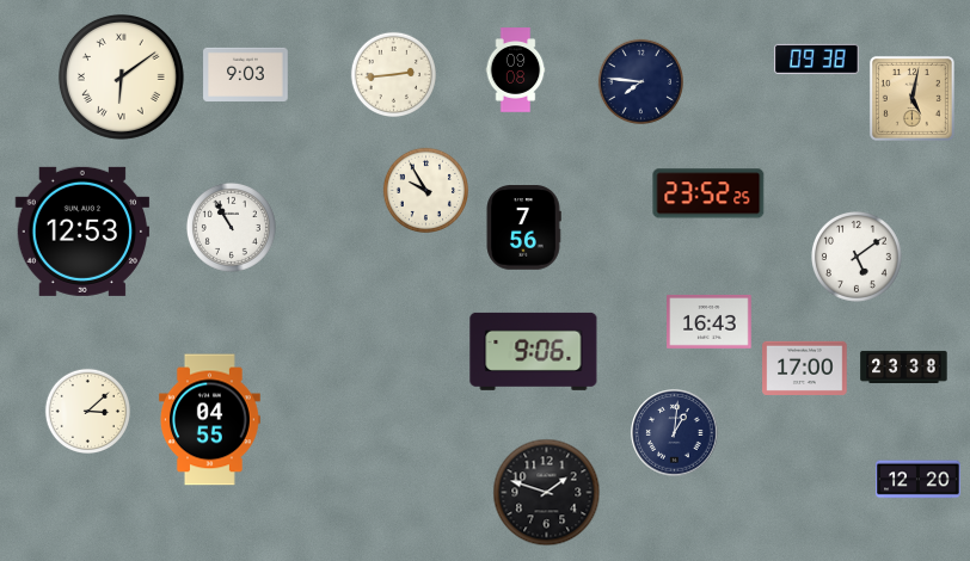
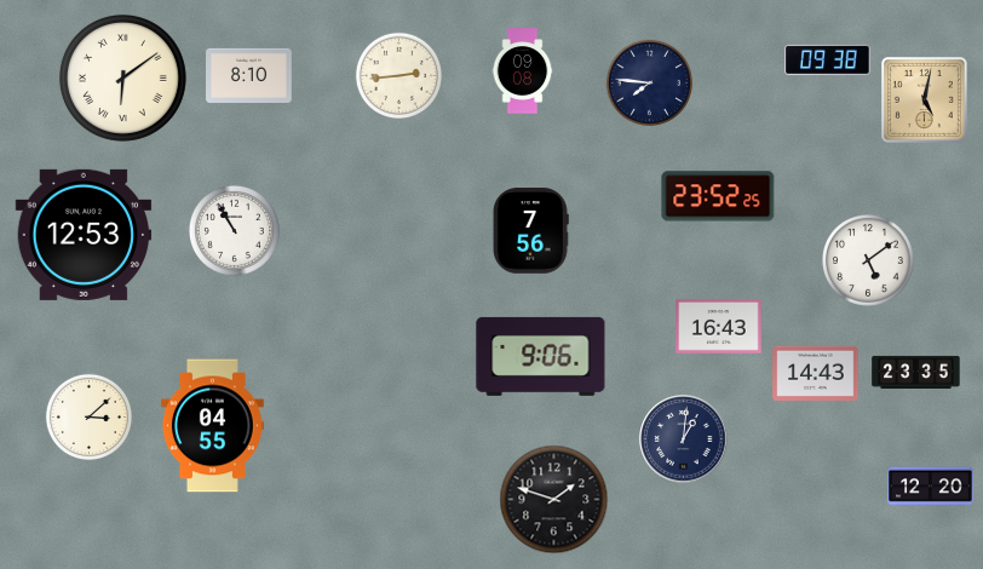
clock at (246, 74): 9:03 -> 8:10
clock at (425, 190): 9:55 -> none
clock at (904, 366): 23:38 -> 23:35
clock at (805, 368): 17:00 -> 14:43
